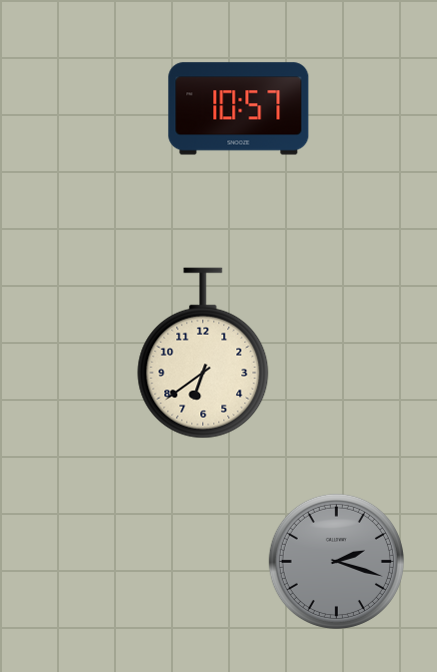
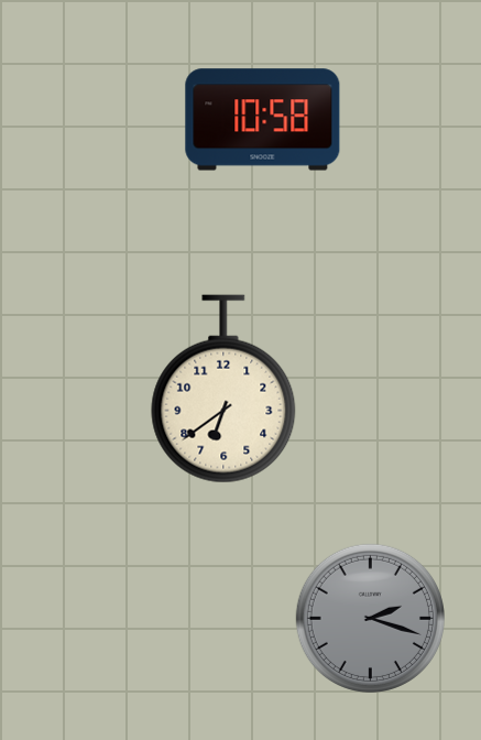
clock at (239, 109): 10:57 -> 10:58
